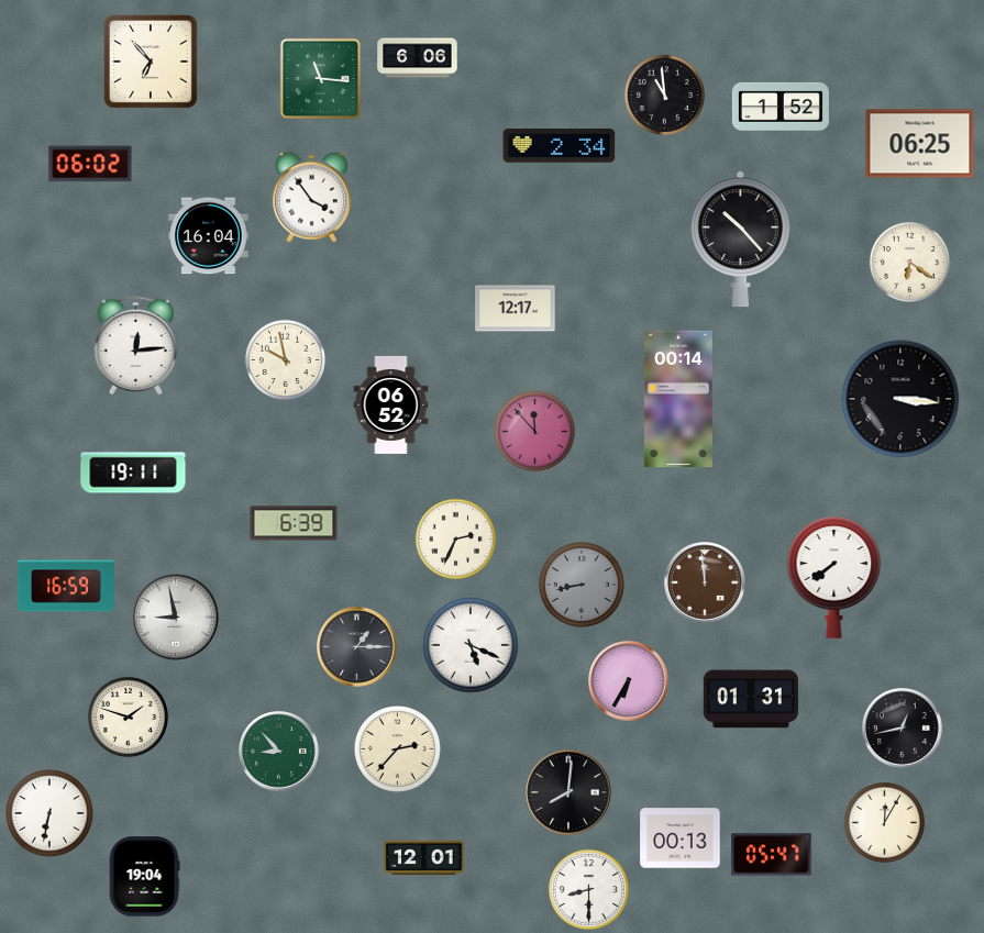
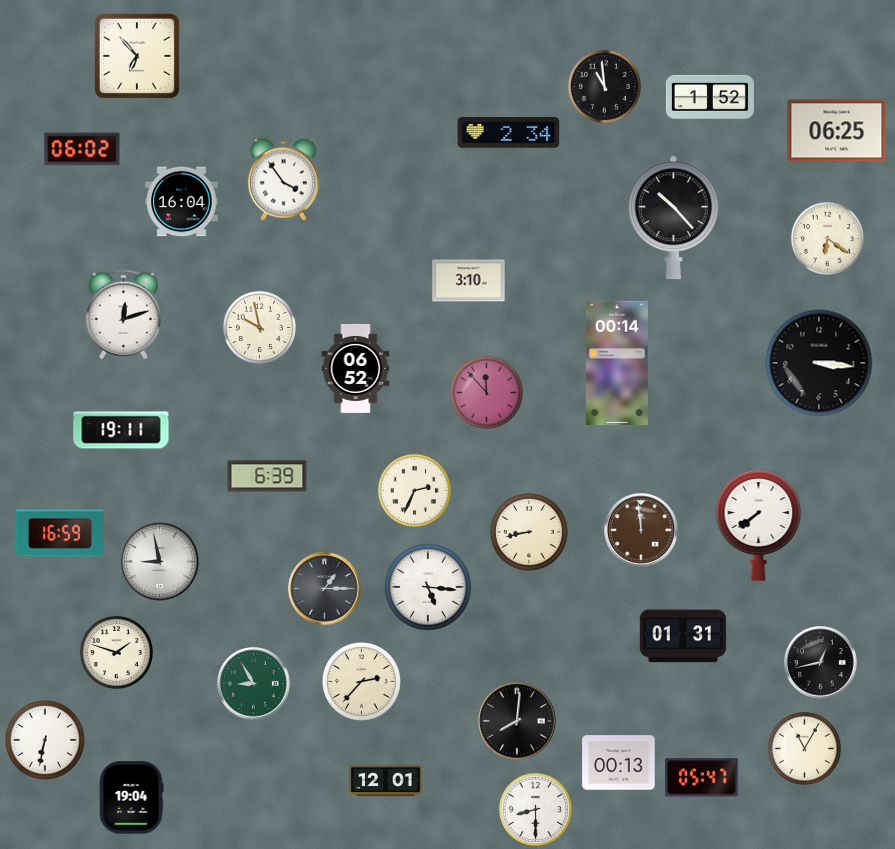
clock at (418, 58): 6:06 -> none
clock at (321, 79): 11:16 -> none
clock at (209, 236) position: (209, 236) -> (182, 202)
clock at (516, 309): 12:17 -> 3:10
clock at (135, 346): 12:14 -> 12:12
clock at (582, 585) dial: grey -> cream
clock at (471, 645): 5:19 -> 5:16
clock at (629, 681): 6:35 -> none
clock at (279, 752): 8:53 -> 8:55
clock at (884, 822): 12:05 -> 11:05
